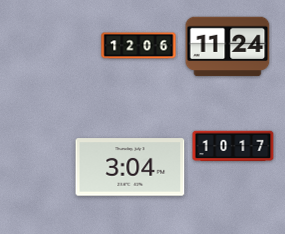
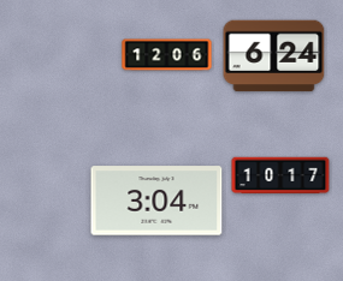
clock at (228, 47): 11:24 -> 6:24
